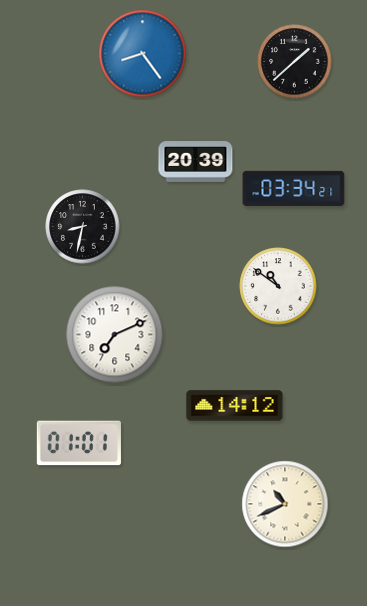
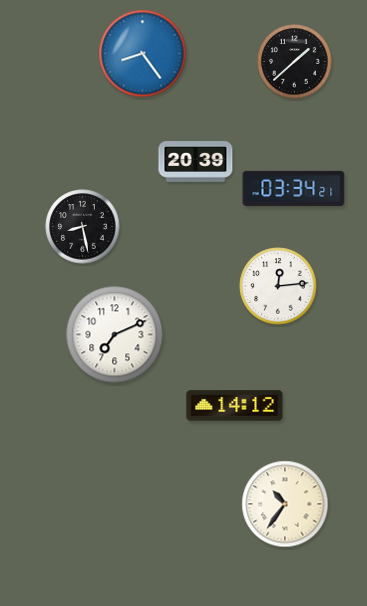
clock at (83, 227): 8:32 -> 8:28
clock at (278, 286): 10:51 -> 12:14
clock at (79, 443): 01:01 -> none
clock at (285, 504): 10:41 -> 10:36
